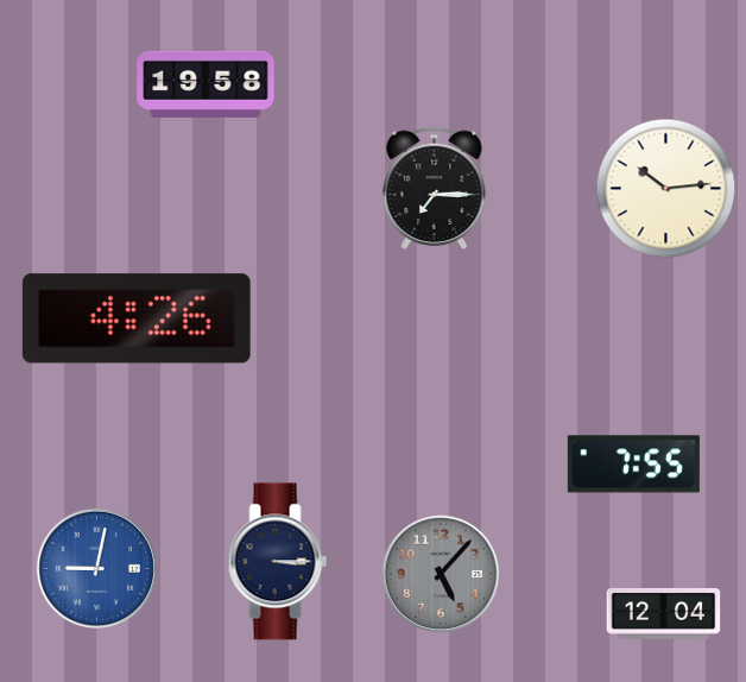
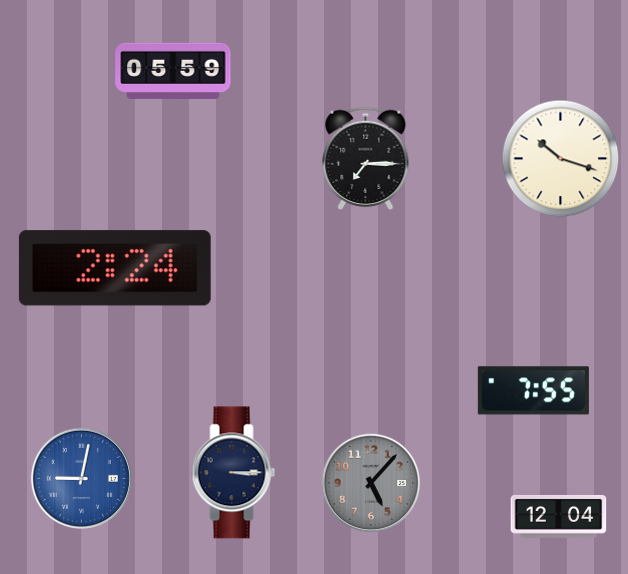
clock at (206, 84): 19:58 -> 05:59
clock at (666, 189): 10:14 -> 10:18
clock at (137, 318): 4:26 -> 2:24
